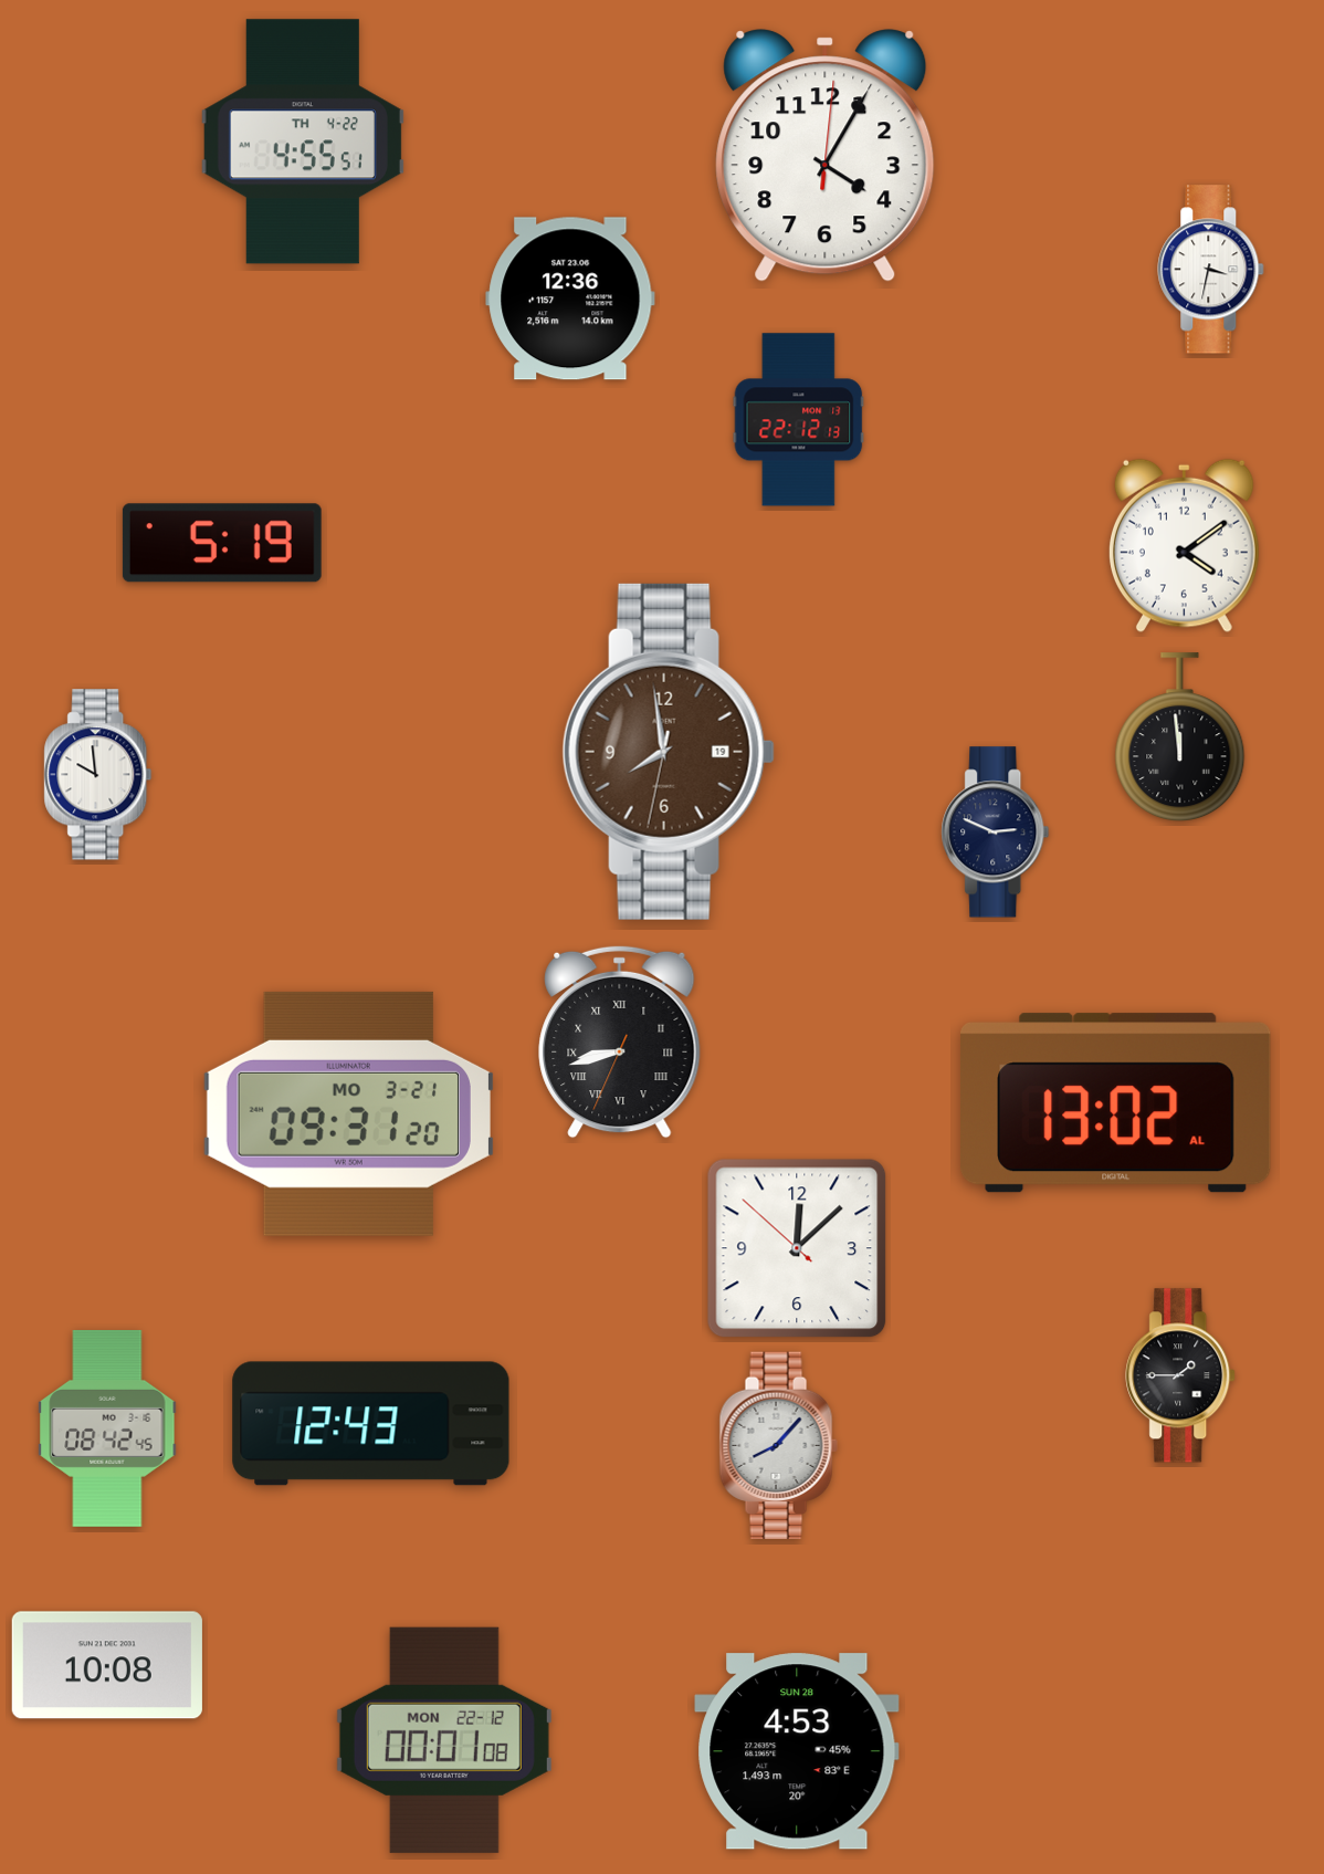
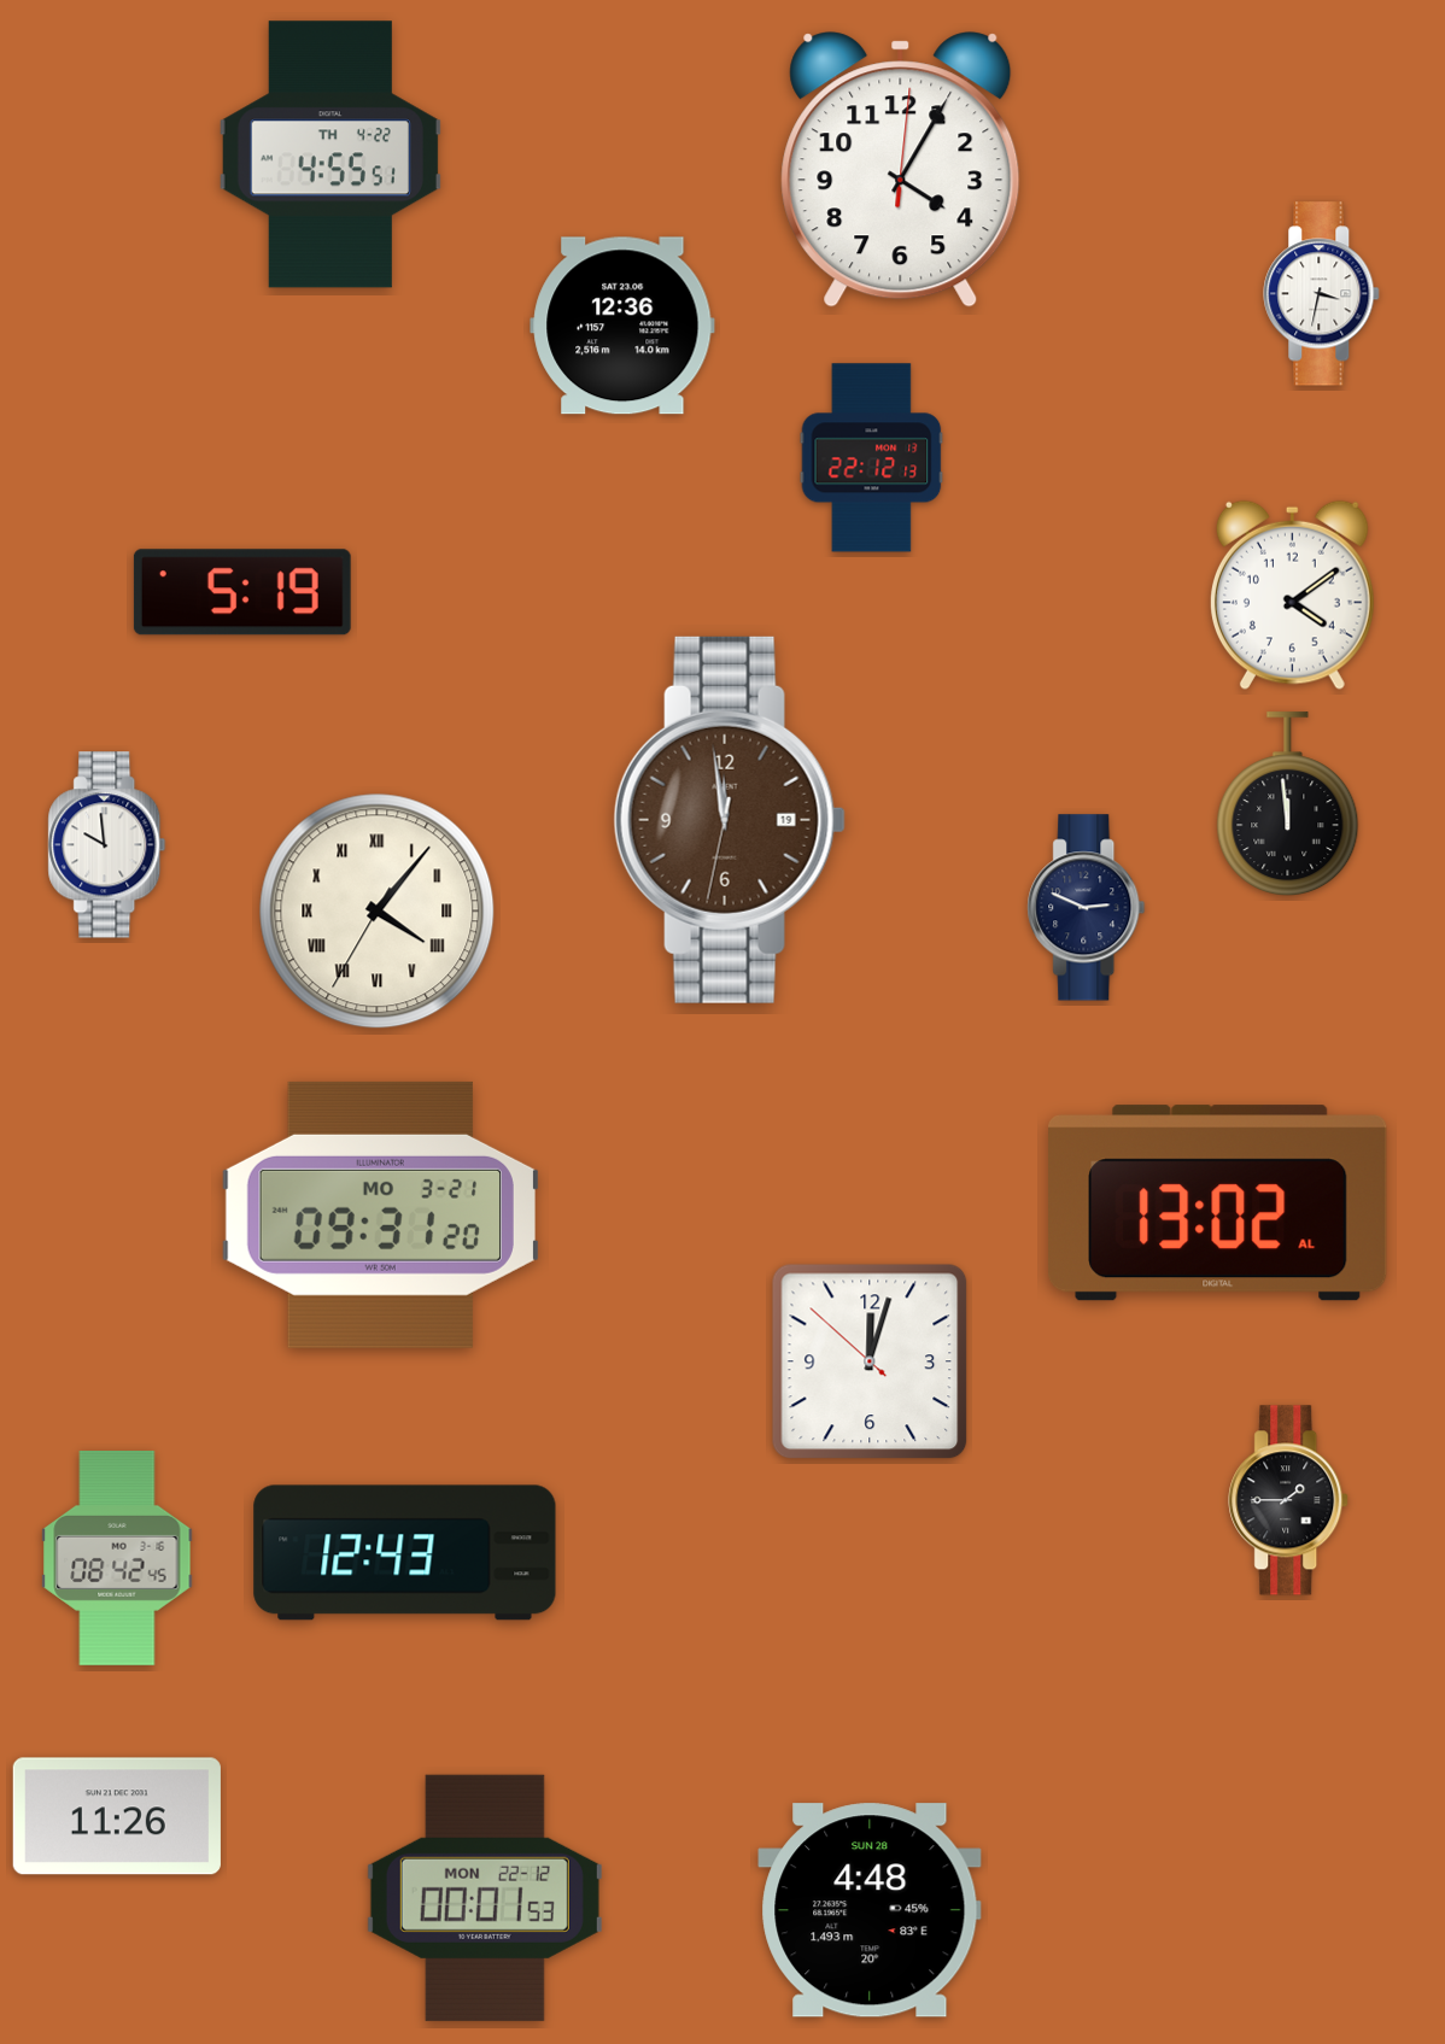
clock at (669, 752): 7:58 -> 11:58
clock at (378, 912): none -> 4:06
clock at (620, 1041): 8:42 -> none
clock at (797, 1248): 12:07 -> 12:02
clock at (778, 1445): 8:07 -> none
clock at (107, 1665): 10:08 -> 11:26
clock at (444, 1740): 00:01:08 -> 00:01:53
clock at (797, 1751): 4:53 -> 4:48
